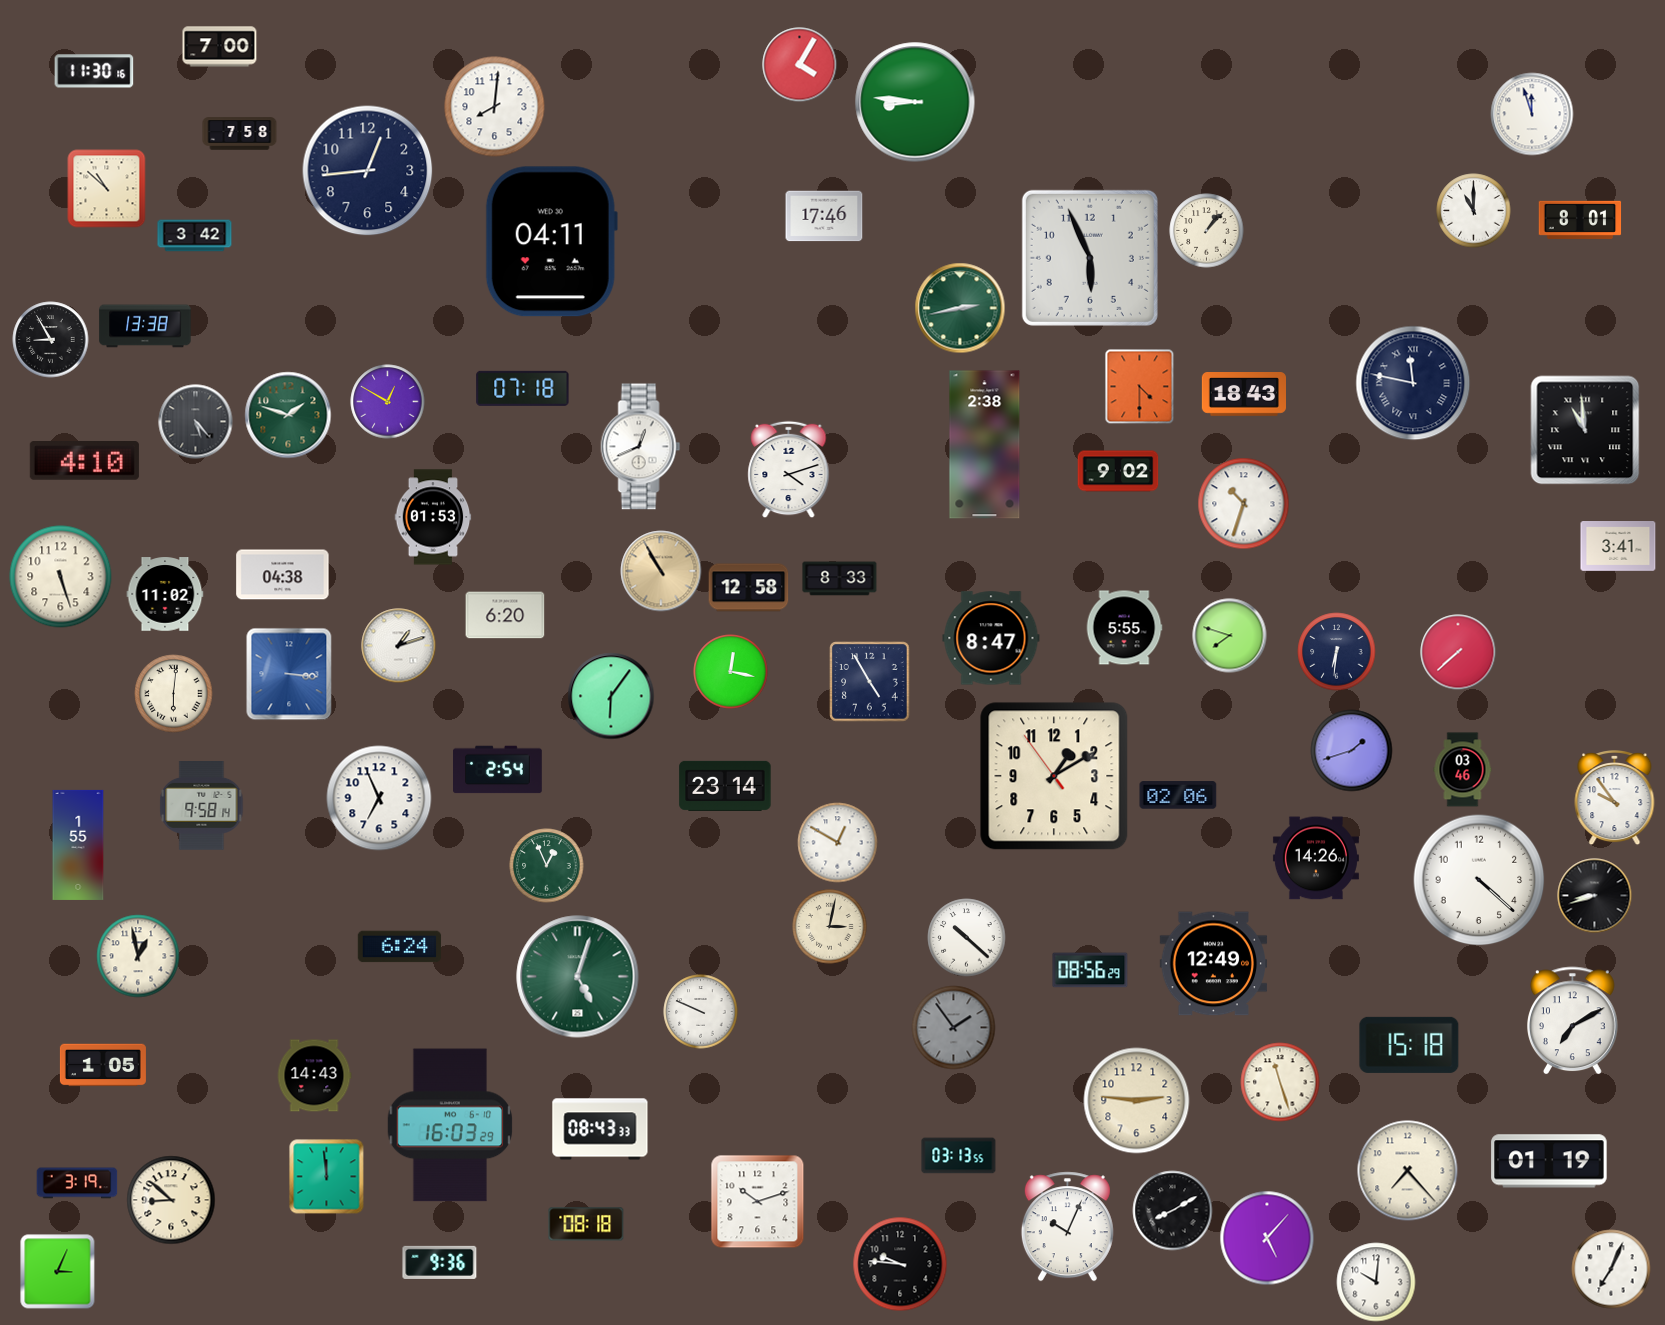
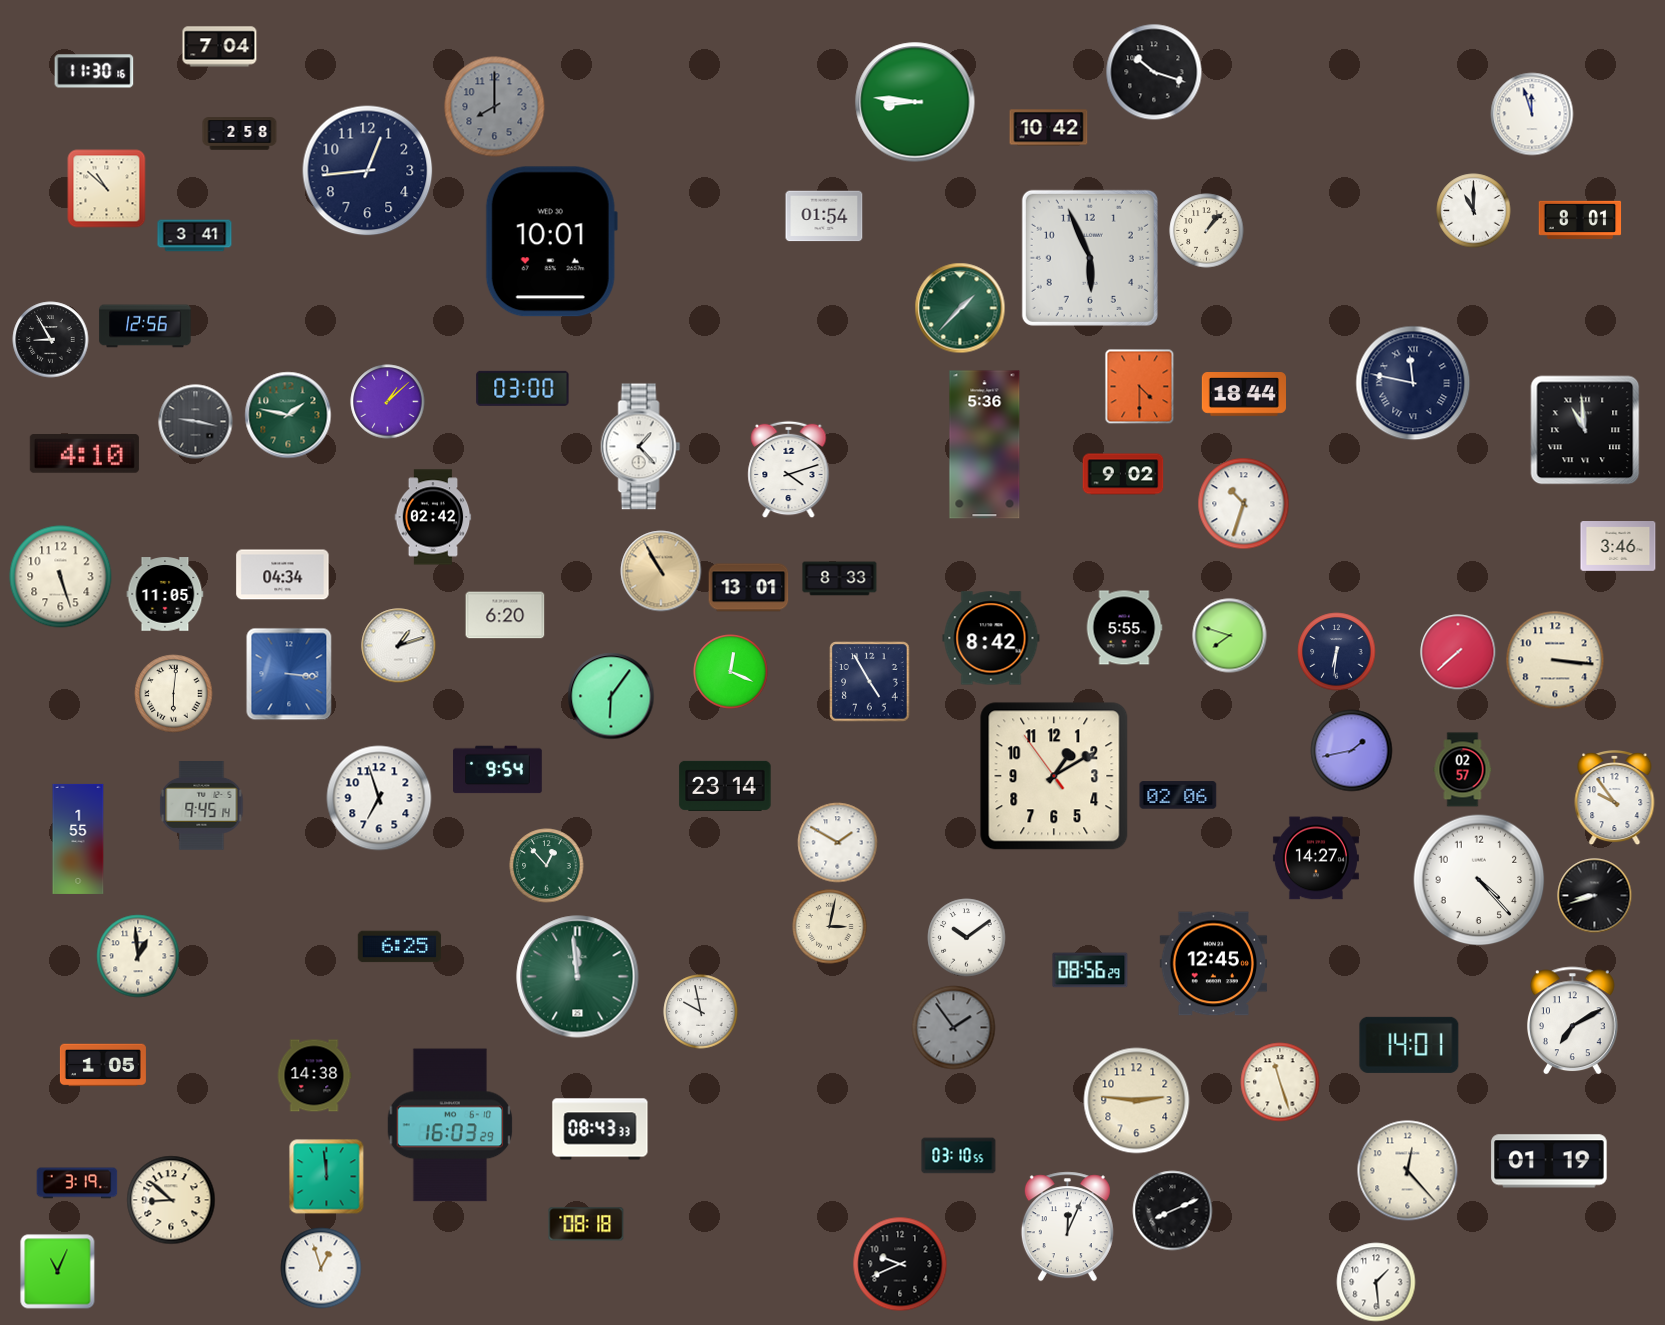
clock at (220, 47): 7:00 -> 7:04
clock at (800, 65): 4:05 -> none
clock at (1154, 72): none -> 10:18
clock at (495, 107): 8:01 -> 8:00
clock at (495, 107) dial: white -> grey
clock at (1049, 128): none -> 10:42
clock at (240, 134): 7:58 -> 2:58
clock at (824, 216): 17:46 -> 01:54
clock at (195, 236): 3:42 -> 3:41
clock at (551, 242): 04:11 -> 10:01
clock at (960, 308): 2:43 -> 1:37
clock at (145, 326): 13:38 -> 12:56
clock at (523, 388): 07:18 -> 03:00
clock at (1243, 395): 18:43 -> 18:44
clock at (388, 402): 12:50 -> 1:08
clock at (288, 415): 1:48 -> 1:47
clock at (196, 422): 5:23 -> 9:17
clock at (985, 445): 2:38 -> 5:36
clock at (641, 447): 12:41 -> 1:23
clock at (84, 461) position: (84, 461) -> (84, 454)
clock at (1118, 471) position: (1118, 471) -> (1123, 474)
clock at (433, 517): 01:53 -> 02:42
clock at (1618, 547): 3:41 -> 3:46
clock at (283, 575): 04:38 -> 04:34
clock at (749, 588): 12:58 -> 13:01
clock at (165, 594): 11:02 -> 11:05
clock at (991, 638): 8:47 -> 8:42
clock at (1555, 660): none -> 3:16
clock at (731, 672): 12:17 -> 12:19
clock at (1352, 751): 1:42 -> 1:43
clock at (498, 770): 2:54 -> 9:54
clock at (1463, 770): 03:46 -> 02:57
clock at (379, 798): 6:56 -> 6:57
clock at (202, 806): 9:58 -> 9:45
clock at (838, 843): 12:50 -> 1:50
clock at (78, 845) position: (78, 845) -> (78, 839)
clock at (1316, 858): 14:26 -> 14:27
clock at (547, 866): 12:56 -> 12:53
clock at (1479, 880): 4:22 -> 4:23
clock at (967, 938): 10:22 -> 10:09
clock at (400, 947): 6:24 -> 6:25
clock at (138, 956): 12:58 -> 12:59
clock at (1214, 964): 12:49 -> 12:45
clock at (578, 977): 5:03 -> 11:59
clock at (701, 1012): 9:49 -> 9:58
clock at (1409, 1045): 15:18 -> 14:01
clock at (314, 1076): 14:43 -> 14:38
clock at (959, 1156): 03:13 -> 03:10
clock at (1408, 1171): 7:23 -> 12:23
clock at (758, 1202): 10:12 -> none
clock at (1173, 1211): 8:10 -> 8:11
clock at (1067, 1227): 10:04 -> 12:04
clock at (1267, 1238): 5:07 -> none
clock at (440, 1262): 9:36 -> none
clock at (900, 1264): 9:46 -> 9:41
clock at (321, 1268): none -> 12:57
clock at (1611, 1269): 7:04 -> none
clock at (58, 1272): 3:04 -> 11:04
clock at (1376, 1282): 10:01 -> 1:29
